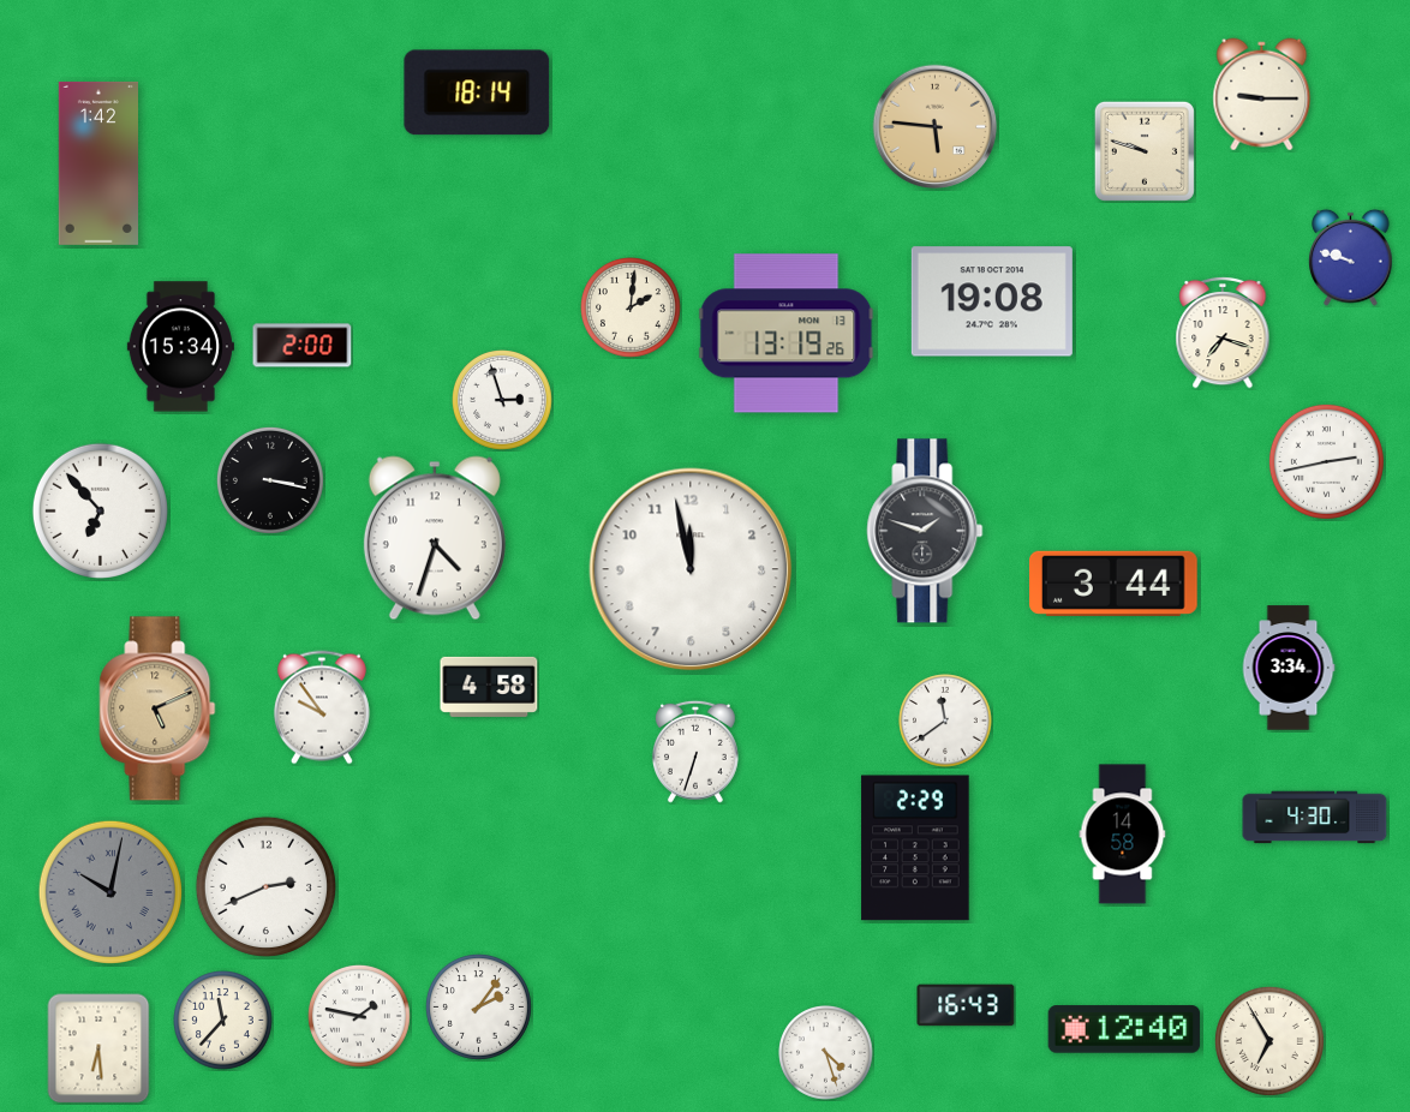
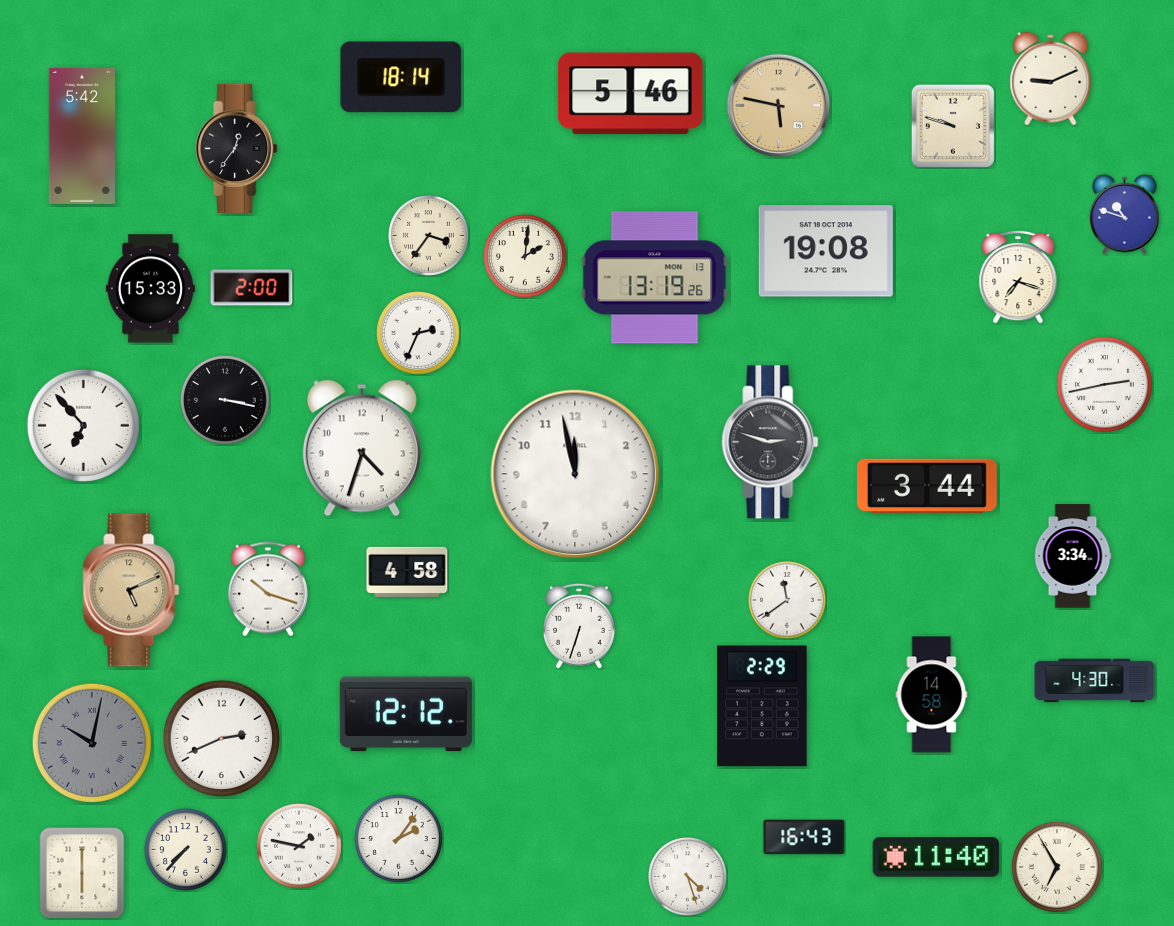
clock at (477, 92) position: (477, 92) -> (401, 77)
clock at (1262, 95): 9:15 -> 9:11
clock at (631, 94): none -> 5:46
clock at (936, 127): 5:46 -> 5:47
clock at (97, 163): 1:42 -> 5:42
clock at (237, 148): none -> 12:36
clock at (1351, 257): 9:48 -> 10:48
clock at (429, 236): none -> 3:36
clock at (180, 347): 15:34 -> 15:33
clock at (503, 401): 2:57 -> 2:34
clock at (925, 531): 1:48 -> 2:48
clock at (322, 707): 9:54 -> 10:18
clock at (1123, 835) position: (1123, 835) -> (932, 695)
clock at (406, 714): none -> 12:12
clock at (223, 1021): 11:37 -> 7:37
clock at (1124, 1029): 12:40 -> 11:40
clock at (98, 1048): 6:29 -> 6:00
